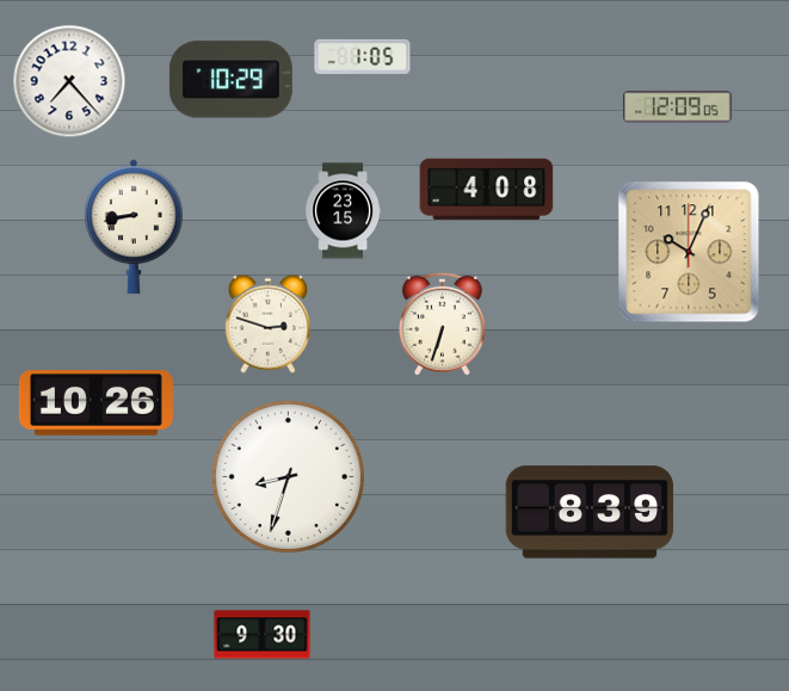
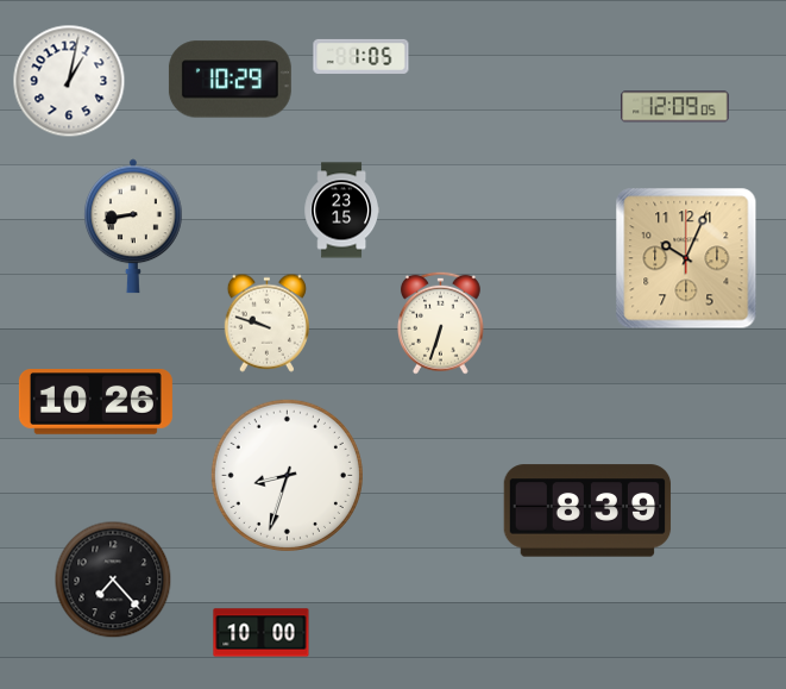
clock at (69, 81): 7:23 -> 1:02
clock at (487, 189): 4:08 -> none
clock at (689, 252) position: (689, 252) -> (686, 258)
clock at (267, 323): 2:48 -> 9:48
clock at (113, 580): none -> 7:23
clock at (263, 635): 9:30 -> 10:00
